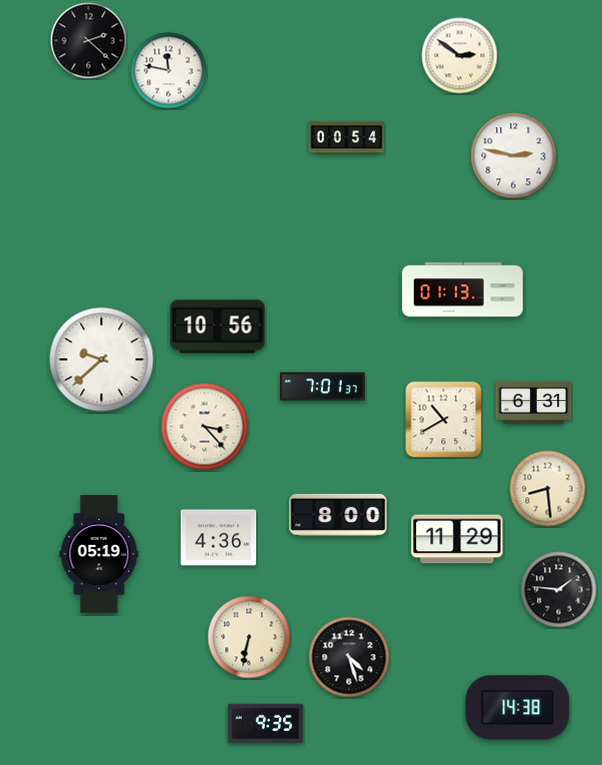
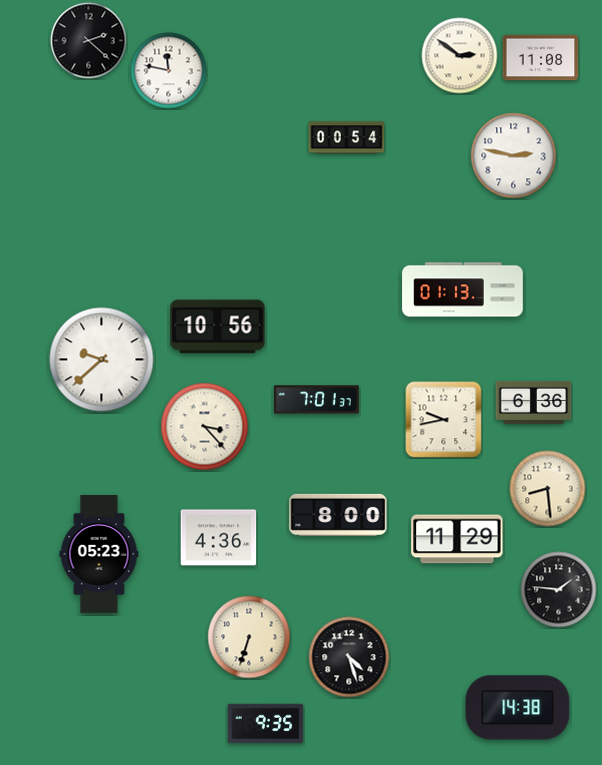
clock at (541, 58): none -> 11:08
clock at (322, 387) position: (322, 387) -> (316, 400)
clock at (534, 402): 6:31 -> 6:36
clock at (444, 420): 10:40 -> 9:43
clock at (99, 554): 05:19 -> 05:23
clock at (249, 637): 6:32 -> 6:33
